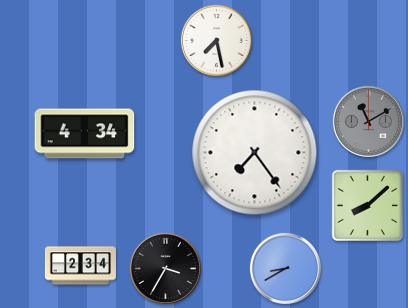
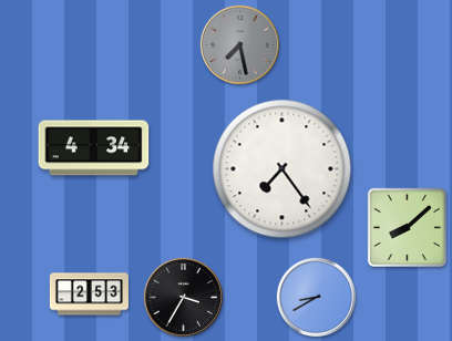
clock at (216, 40) dial: white -> grey
clock at (368, 121): 11:10 -> none
clock at (80, 266): 2:34 -> 2:53
